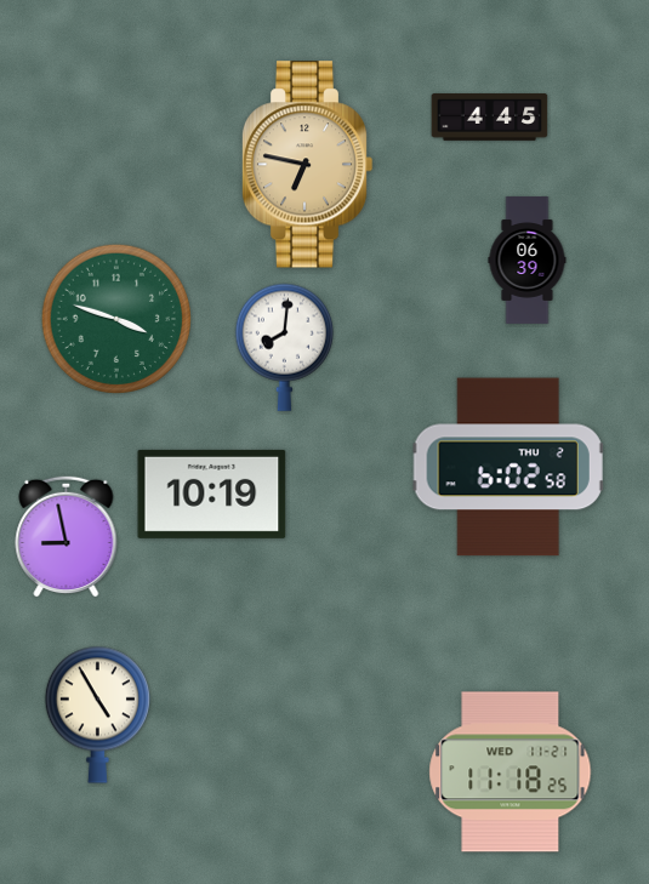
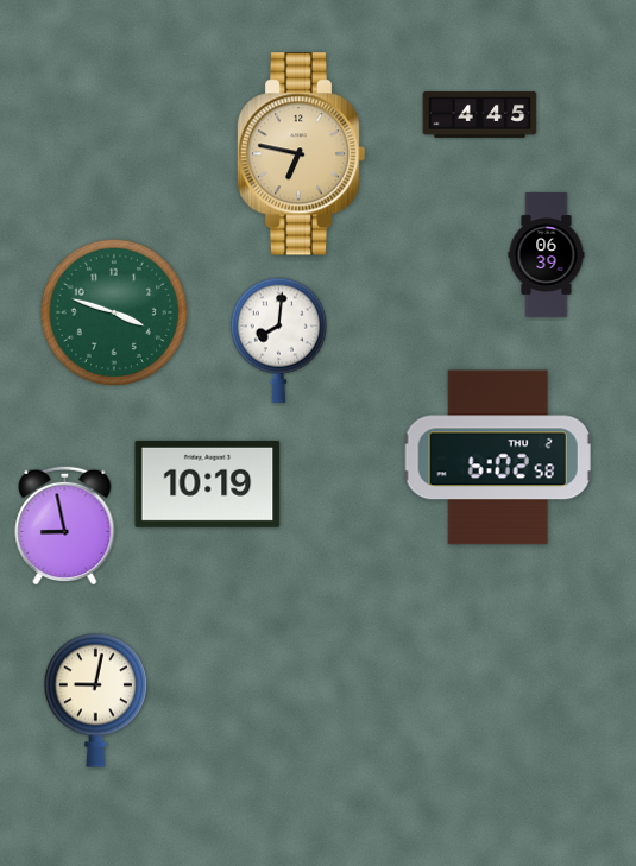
clock at (307, 165) position: (307, 165) -> (301, 154)
clock at (528, 261) position: (528, 261) -> (547, 255)
clock at (97, 714): 4:55 -> 9:02
clock at (511, 772): 11:18 -> none
